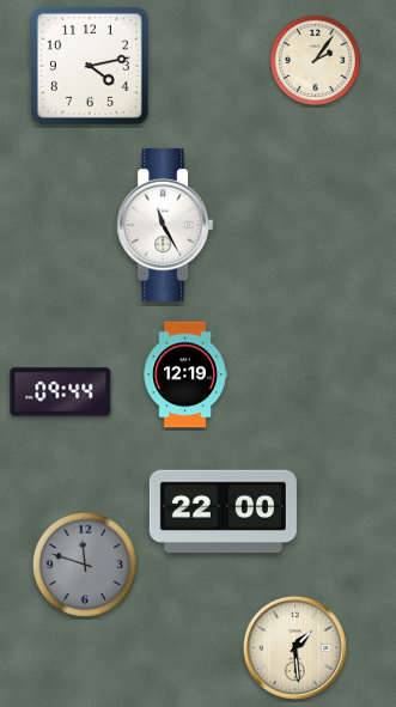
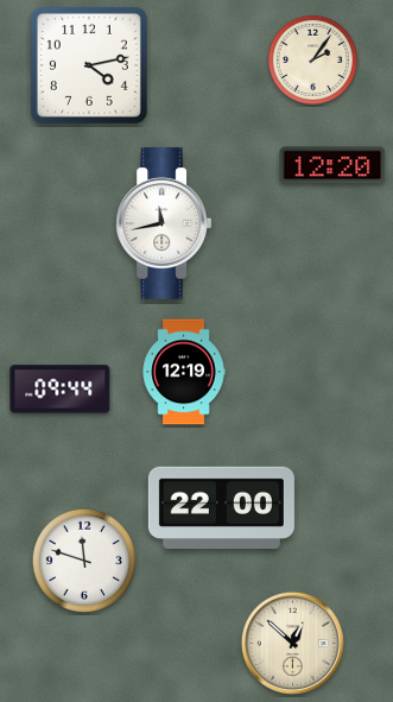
clock at (332, 165): none -> 12:20
clock at (165, 226): 11:25 -> 11:43
clock at (85, 565) dial: grey -> white
clock at (294, 647): 1:29 -> 12:52
